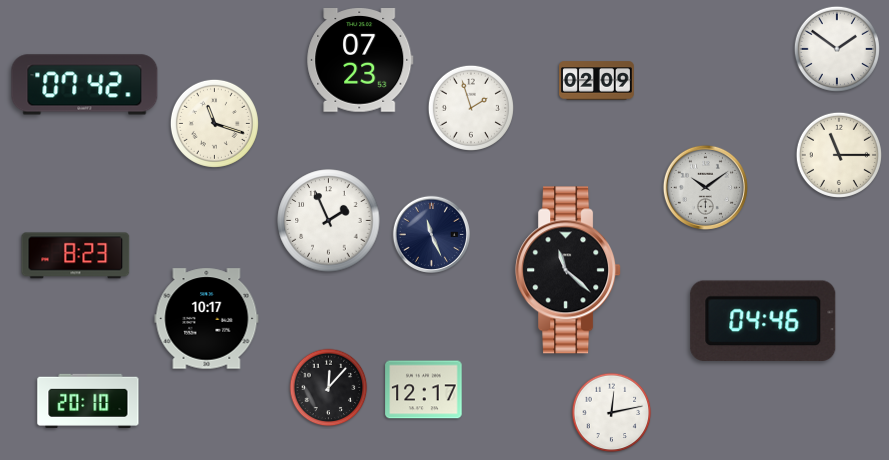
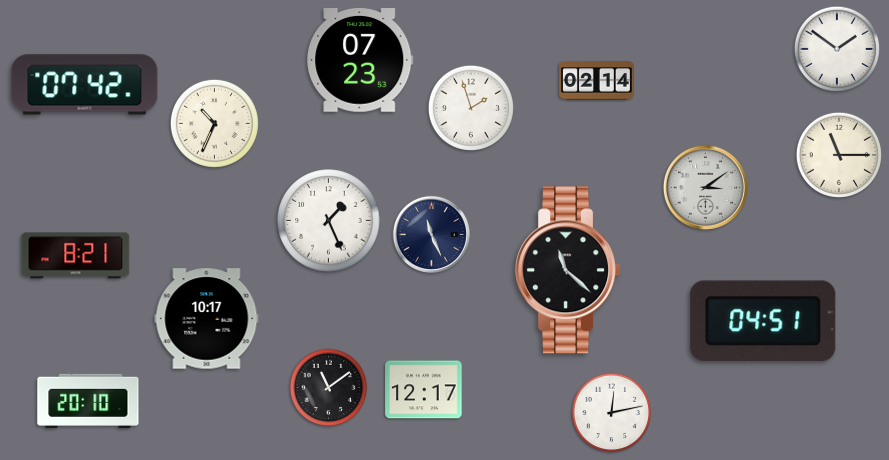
clock at (597, 81): 02:09 -> 02:14
clock at (214, 123): 11:18 -> 10:34
clock at (705, 187): 10:09 -> 3:09
clock at (329, 221): 1:56 -> 1:26
clock at (76, 256): 8:23 -> 8:21
clock at (763, 320): 04:46 -> 04:51
clock at (329, 388): 12:07 -> 11:09
